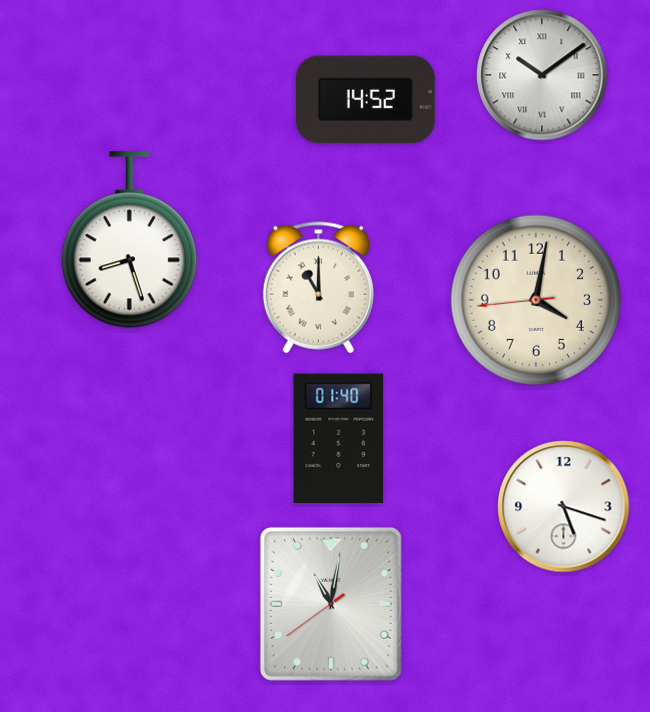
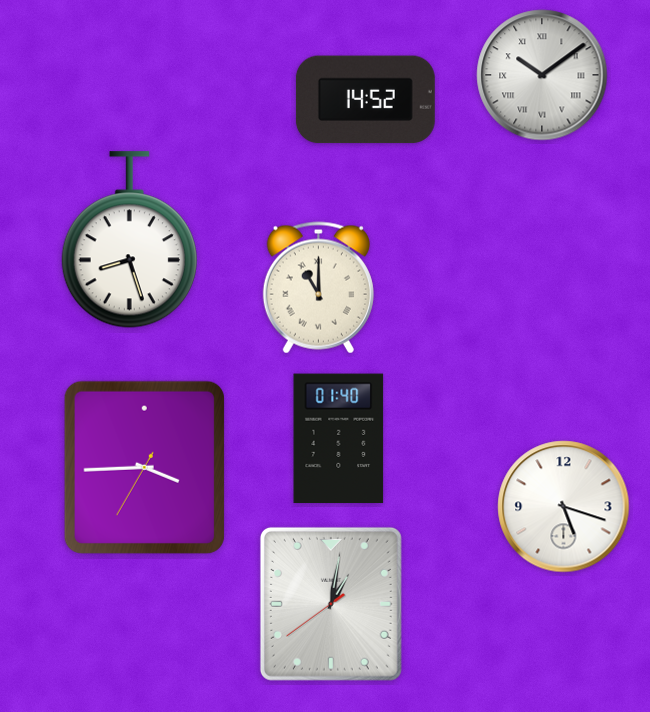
clock at (536, 300): 4:01 -> none
clock at (144, 467): none -> 3:44
clock at (331, 604): 11:01 -> 1:01
